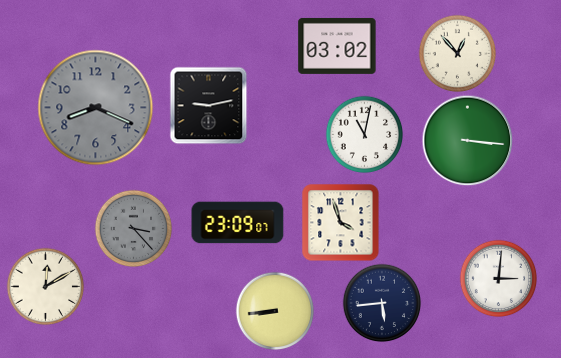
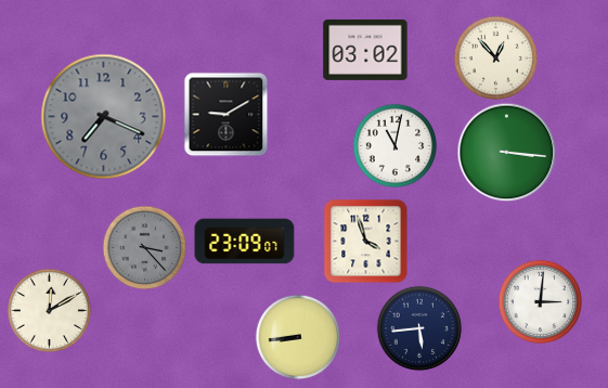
clock at (208, 105): 9:13 -> 9:10
clock at (96, 108): 8:19 -> 7:19
clock at (340, 222) position: (340, 222) -> (365, 241)
clock at (238, 223) position: (238, 223) -> (245, 242)
clock at (382, 303) position: (382, 303) -> (419, 328)
